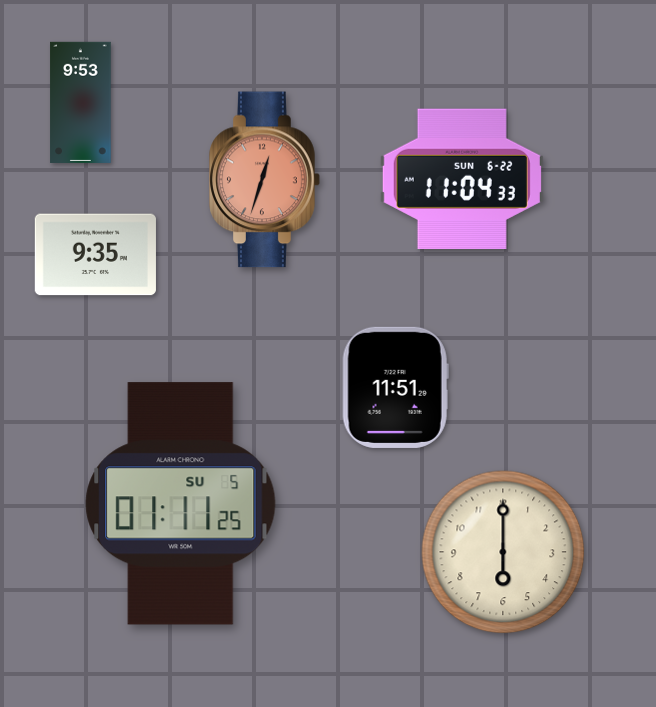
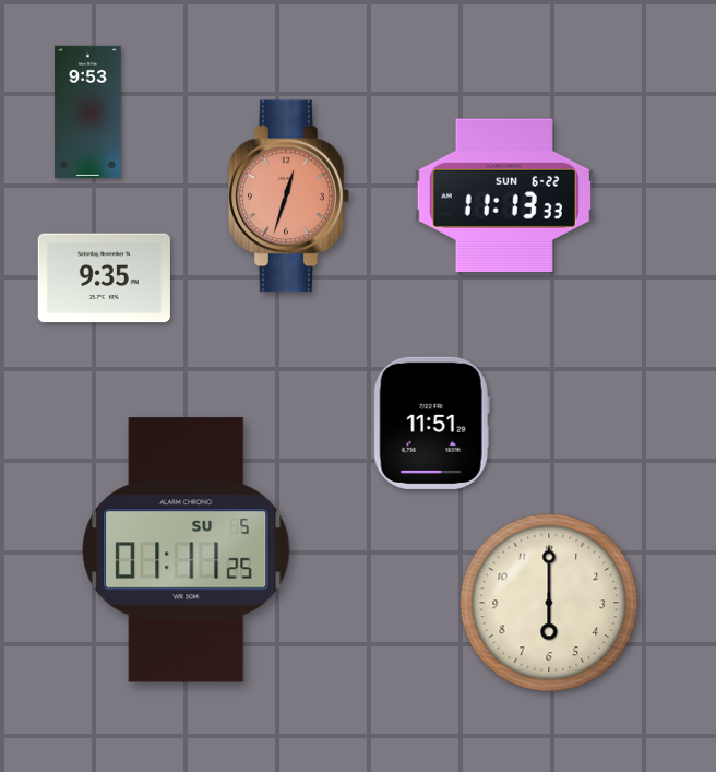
clock at (462, 179): 11:04 -> 11:13
clock at (181, 504) position: (181, 504) -> (187, 550)
